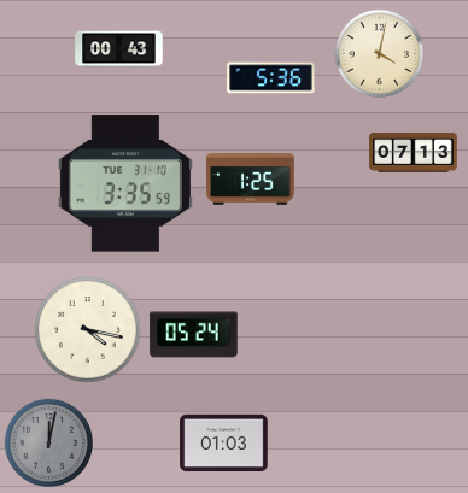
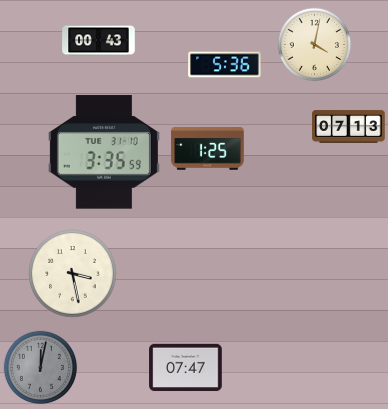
clock at (414, 153) position: (414, 153) -> (349, 127)
clock at (88, 330): 4:17 -> 3:28
clock at (194, 335): 05:24 -> none
clock at (224, 444): 01:03 -> 07:47
